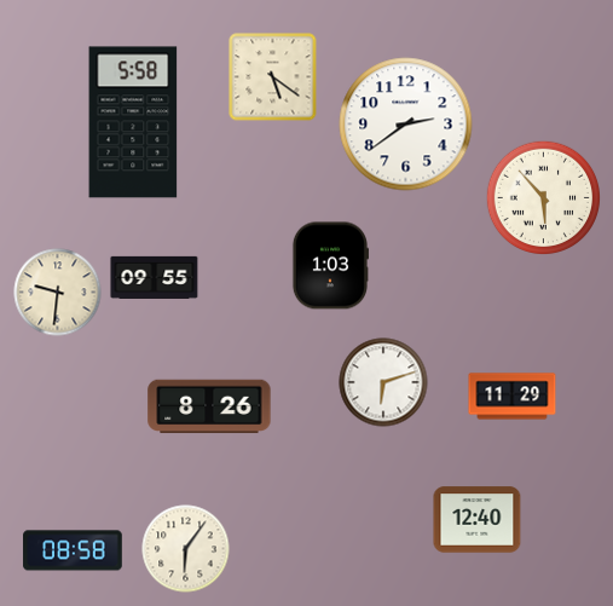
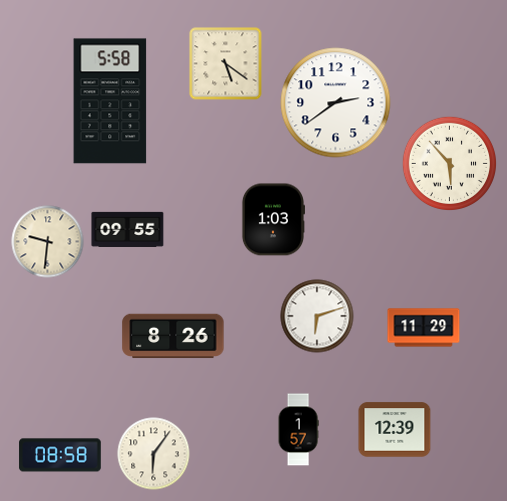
clock at (298, 430): none -> 1:57
clock at (478, 520): 12:40 -> 12:39
